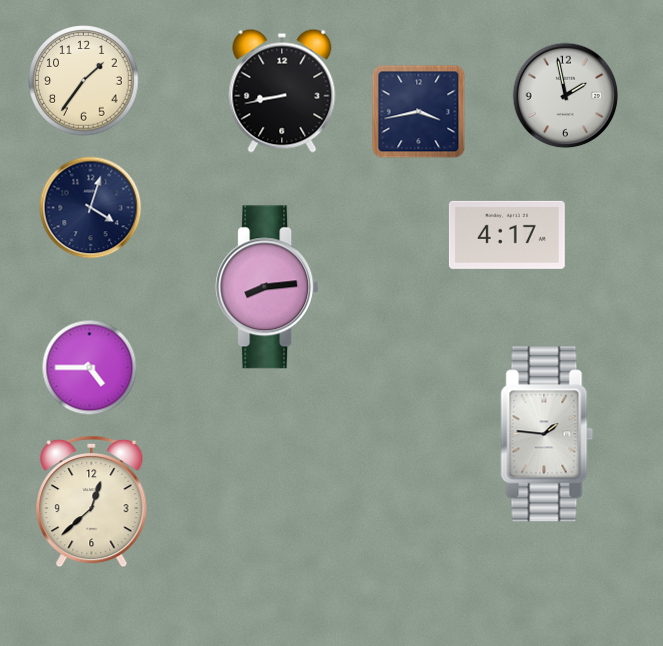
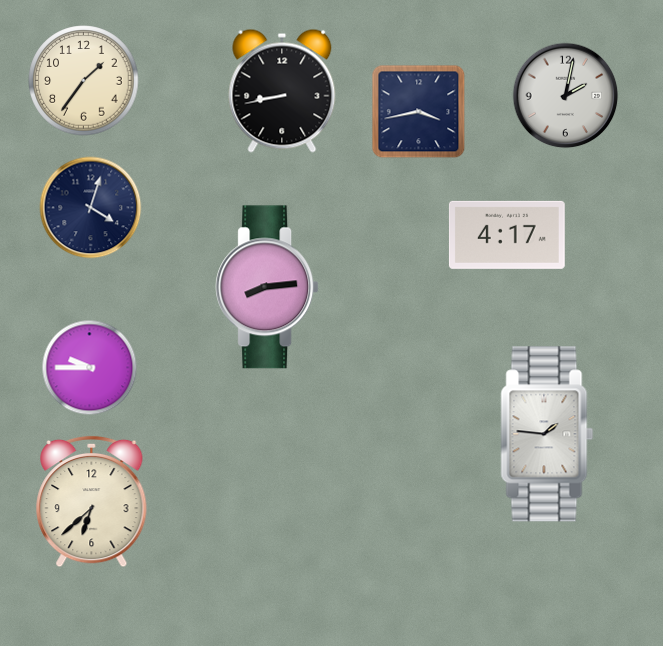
clock at (566, 96): 1:58 -> 2:02
clock at (90, 368): 4:45 -> 9:45
clock at (92, 502): 12:38 -> 6:38
